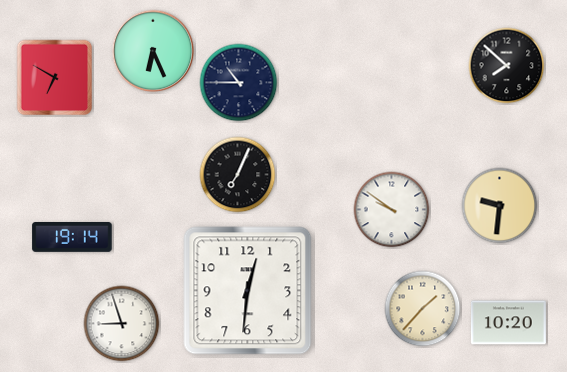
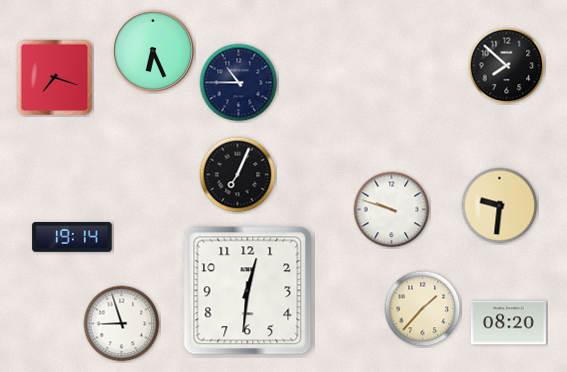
clock at (55, 78): 6:50 -> 7:18
clock at (392, 210): 9:51 -> 9:48
clock at (508, 323): 10:20 -> 08:20
